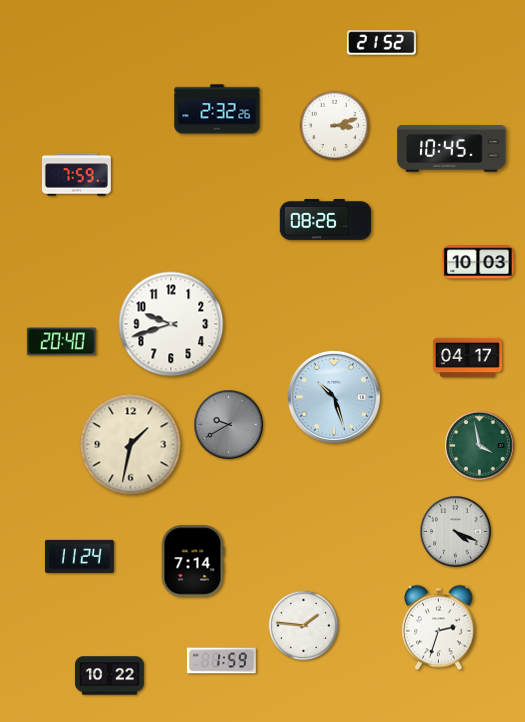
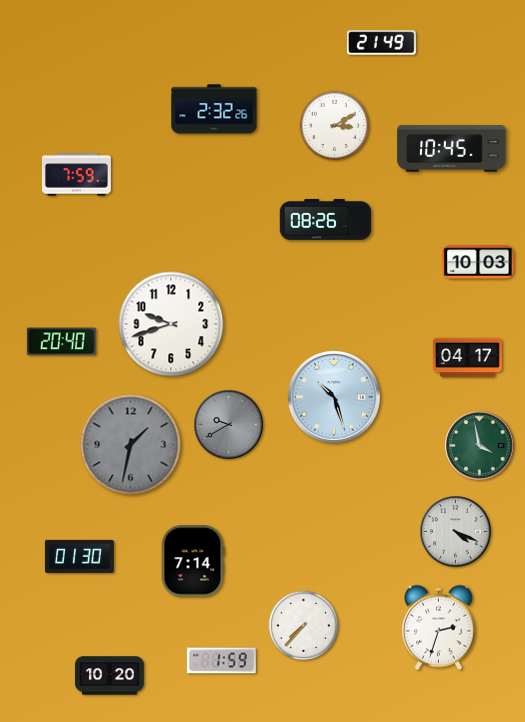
clock at (381, 43): 21:52 -> 21:49
clock at (217, 109) position: (217, 109) -> (214, 109)
clock at (335, 126): 3:12 -> 3:10
clock at (131, 445) dial: cream -> grey
clock at (79, 556): 11:24 -> 01:30
clock at (304, 626): 1:46 -> 7:37
clock at (109, 676): 10:22 -> 10:20
